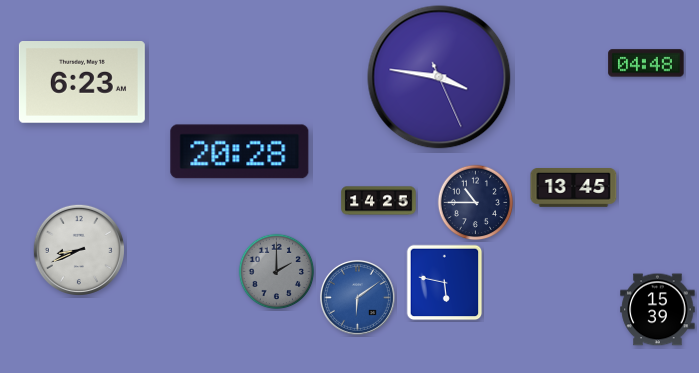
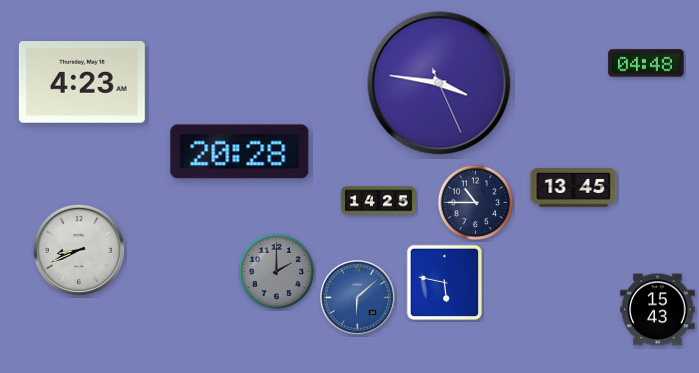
clock at (439, 77) position: (439, 77) -> (439, 83)
clock at (82, 83): 6:23 -> 4:23
clock at (357, 297): 6:09 -> 6:08
clock at (658, 310): 15:39 -> 15:43
